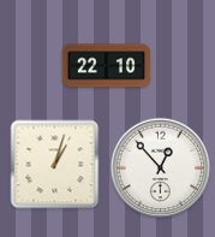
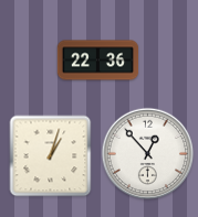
clock at (107, 66): 22:10 -> 22:36
clock at (55, 165) position: (55, 165) -> (51, 156)
